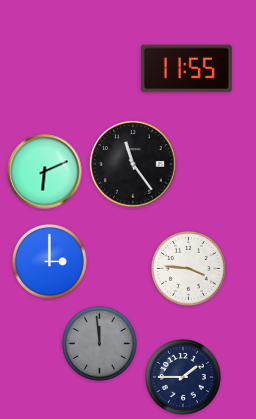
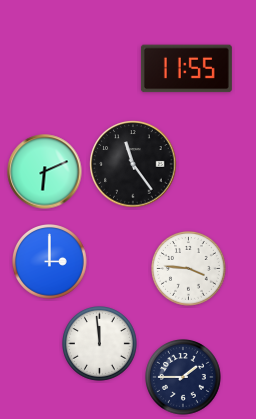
clock at (100, 344) dial: grey -> white
